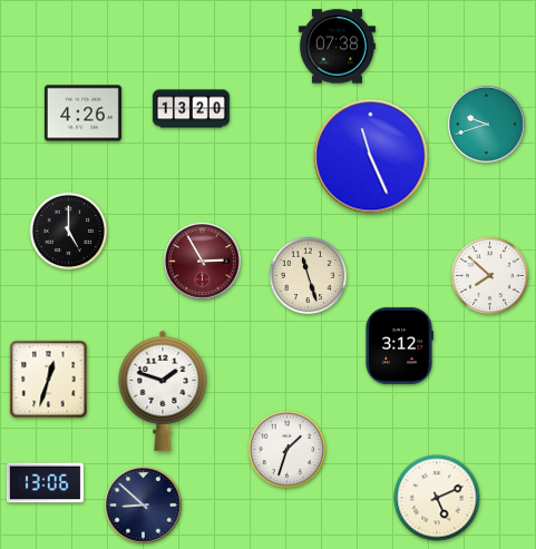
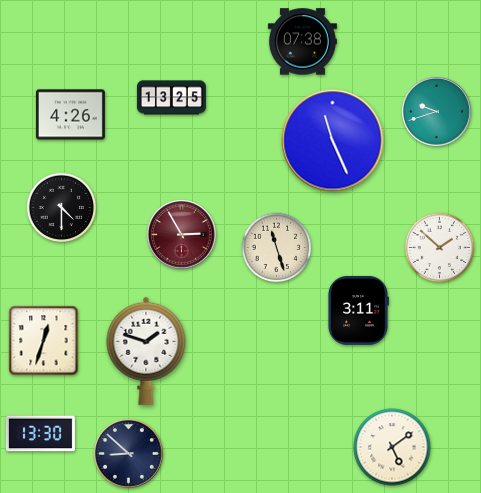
clock at (191, 109): 13:20 -> 13:25
clock at (82, 114) position: (82, 114) -> (70, 115)
clock at (69, 232): 5:00 -> 4:30
clock at (490, 276): 7:52 -> 1:52
clock at (399, 345): 3:12 -> 3:11
clock at (288, 450): 1:33 -> none
clock at (45, 483): 13:06 -> 13:30
clock at (437, 498): 5:11 -> 5:09
